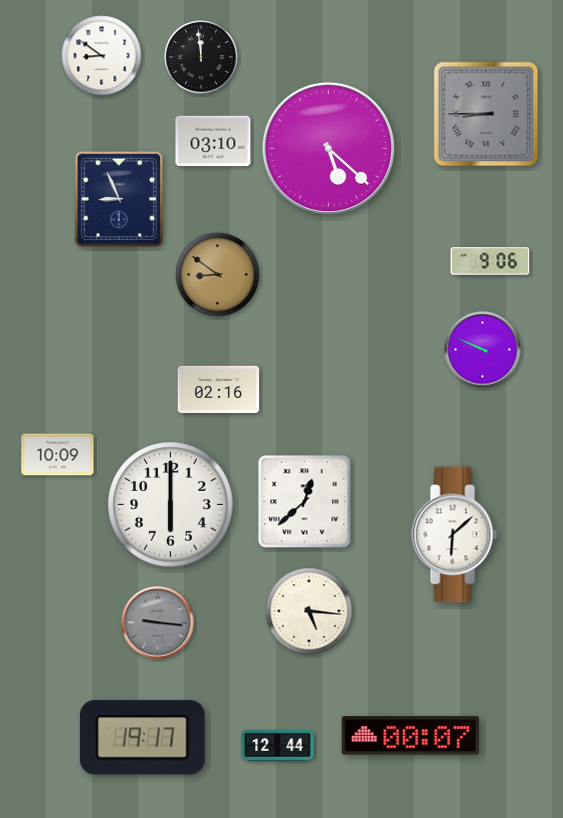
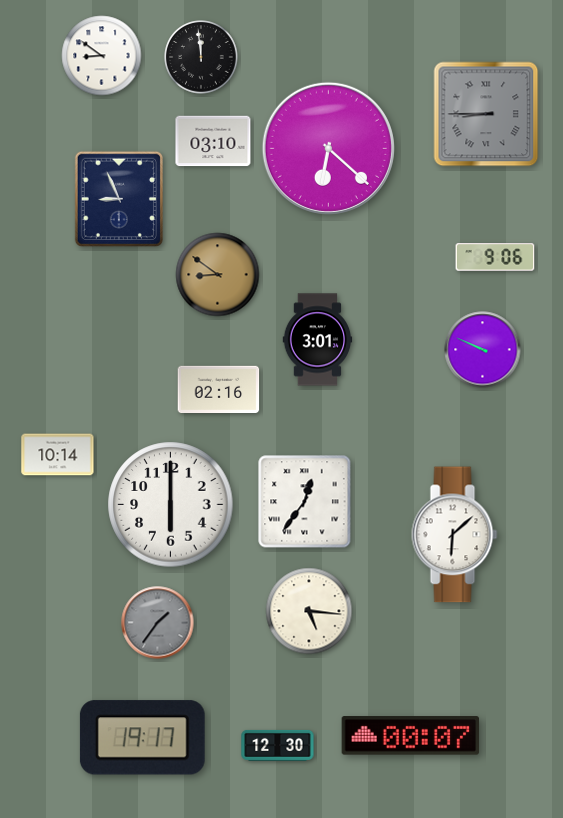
clock at (328, 148): 5:22 -> 6:22
clock at (490, 261) position: (490, 261) -> (495, 257)
clock at (318, 340): none -> 3:01
clock at (58, 455): 10:09 -> 10:14
clock at (305, 502): 12:38 -> 12:36
clock at (158, 623): 9:16 -> 1:36
clock at (278, 745): 12:44 -> 12:30
